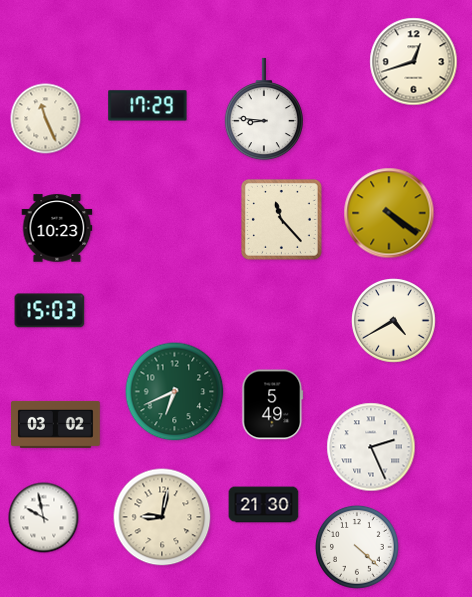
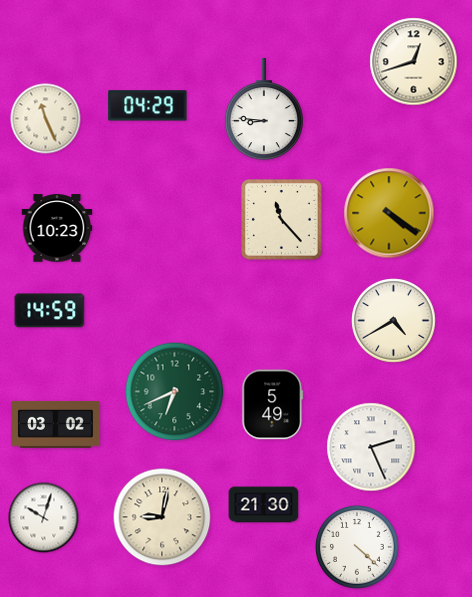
clock at (148, 106): 17:29 -> 04:29
clock at (50, 311): 15:03 -> 14:59
clock at (44, 518): 9:58 -> 10:03
